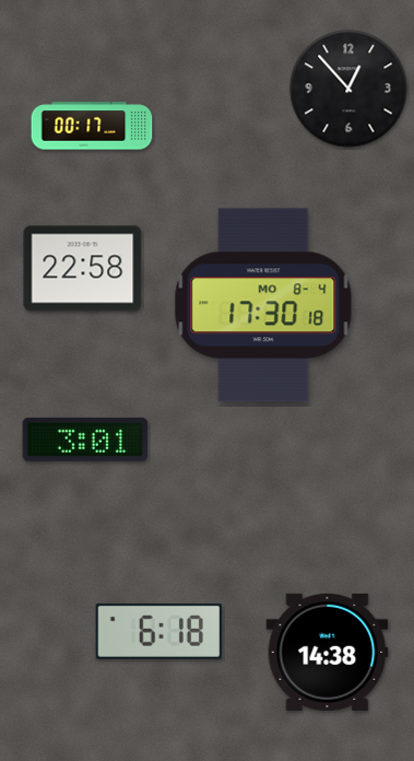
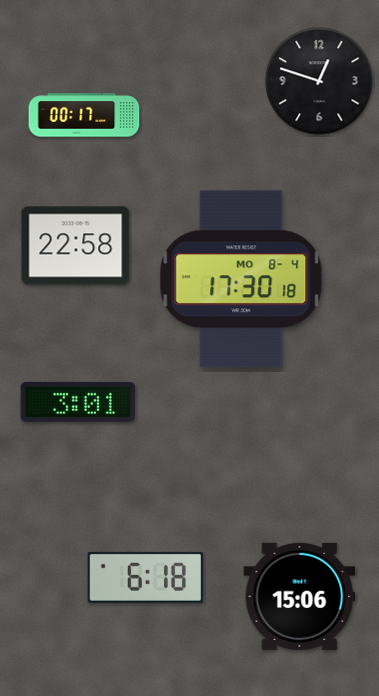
clock at (348, 89): 12:53 -> 12:48
clock at (328, 652): 14:38 -> 15:06
